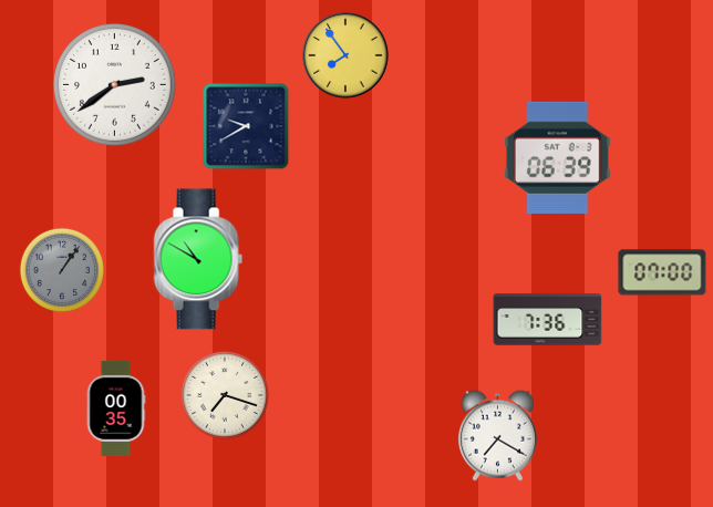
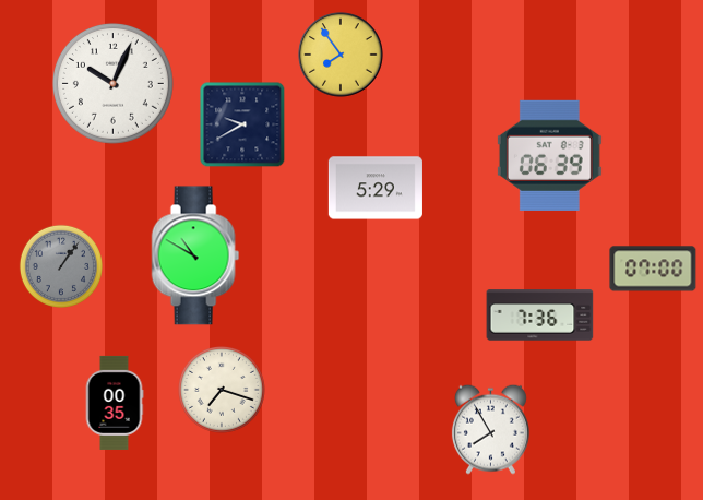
clock at (114, 84): 2:39 -> 10:04
clock at (376, 188): none -> 5:29
clock at (497, 435): 7:20 -> 7:55
